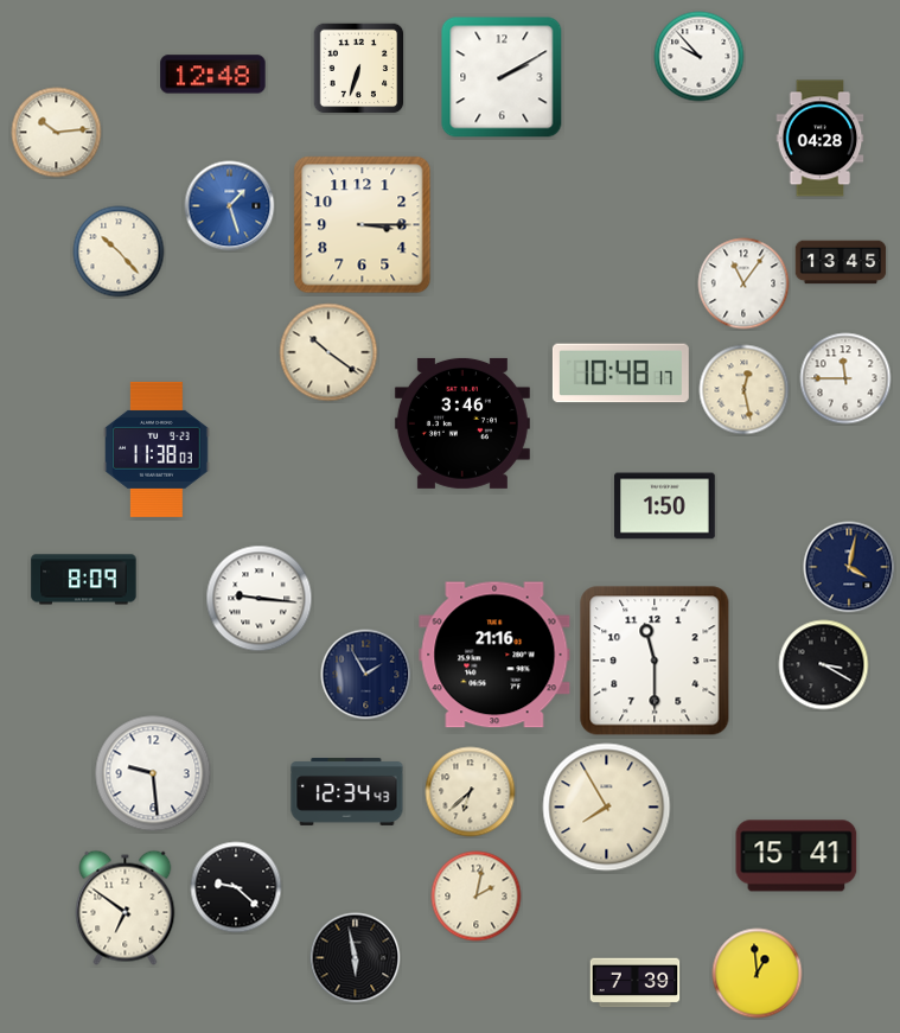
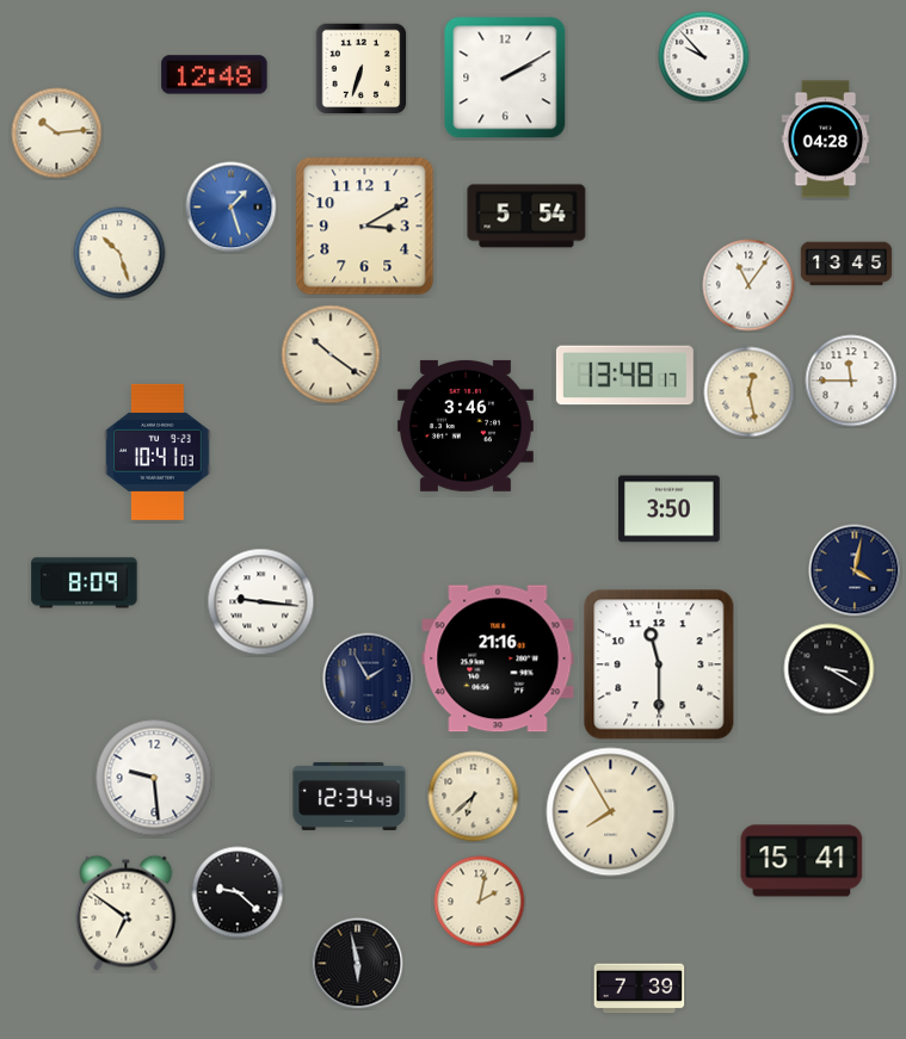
clock at (526, 216): none -> 5:54
clock at (363, 225): 3:15 -> 3:10
clock at (119, 251): 10:23 -> 10:27
clock at (620, 374): 10:48 -> 13:48
clock at (157, 449): 11:38 -> 10:41
clock at (665, 506): 1:50 -> 3:50
clock at (758, 974): 12:59 -> none
